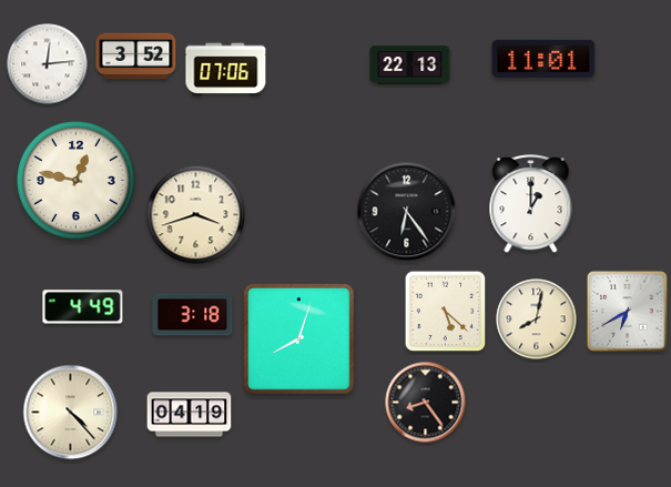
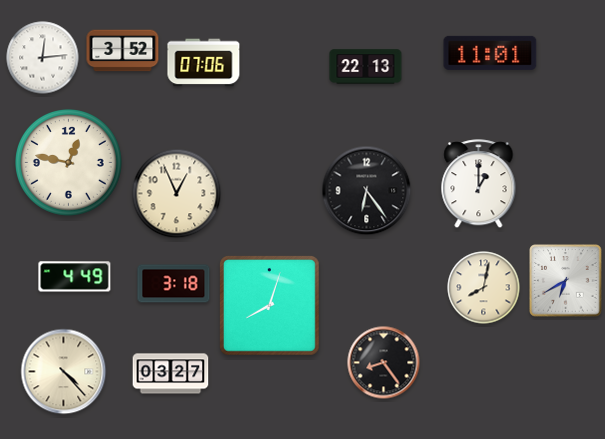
clock at (410, 65) position: (410, 65) -> (366, 67)
clock at (196, 215): 3:42 -> 12:56
clock at (446, 312): 5:22 -> none
clock at (190, 415): 04:19 -> 03:27
